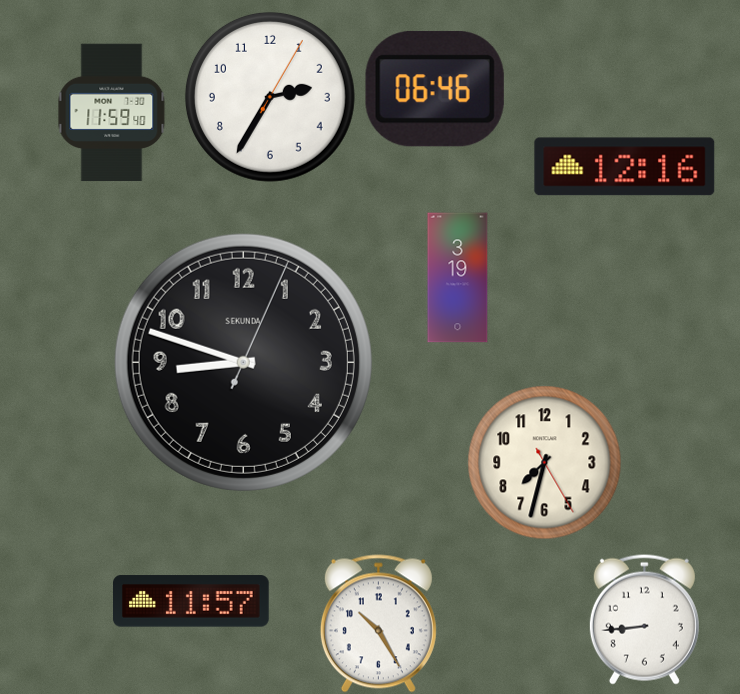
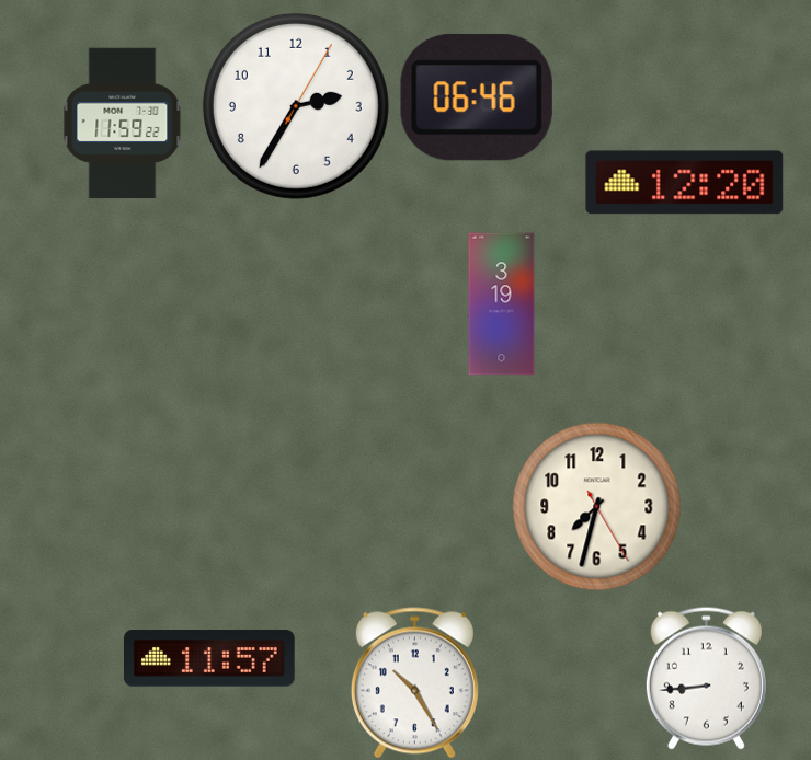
clock at (112, 113): 11:59:40 -> 11:59:22
clock at (625, 167): 12:16 -> 12:20
clock at (243, 362): 8:48 -> none
